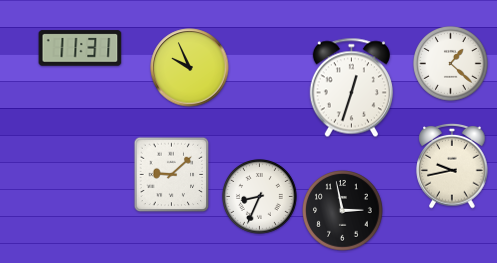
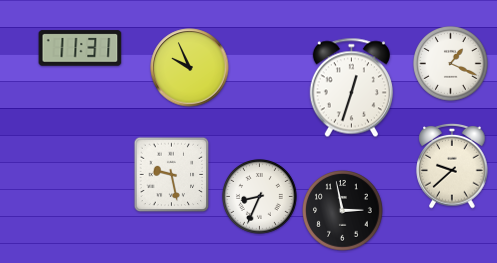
clock at (451, 64): 1:22 -> 1:19
clock at (452, 166): 9:43 -> 9:38
clock at (172, 175): 9:08 -> 9:28
